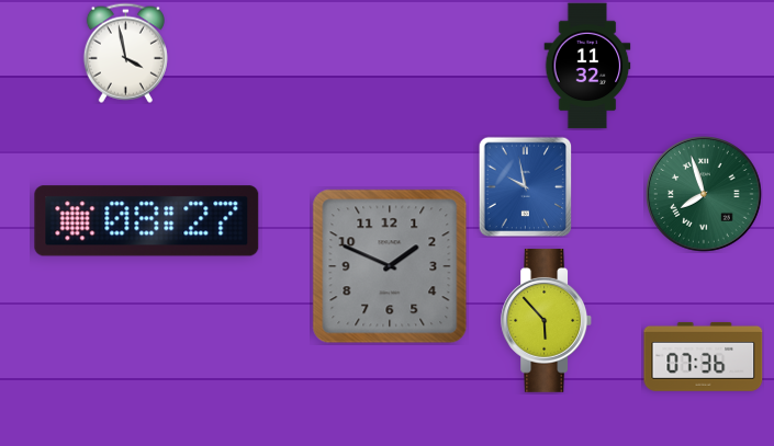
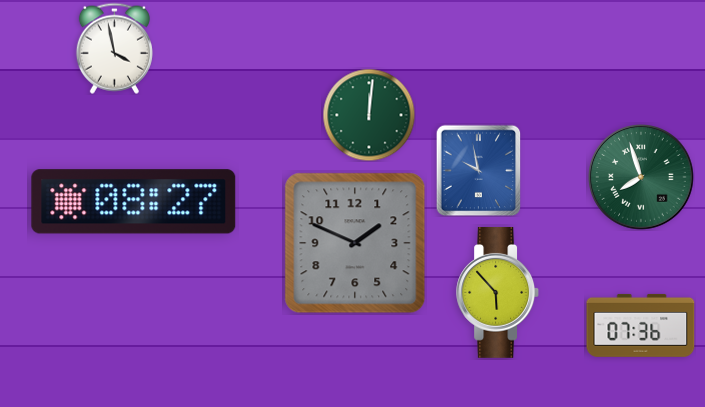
clock at (587, 66): 11:32 -> none
clock at (369, 115): none -> 12:01
